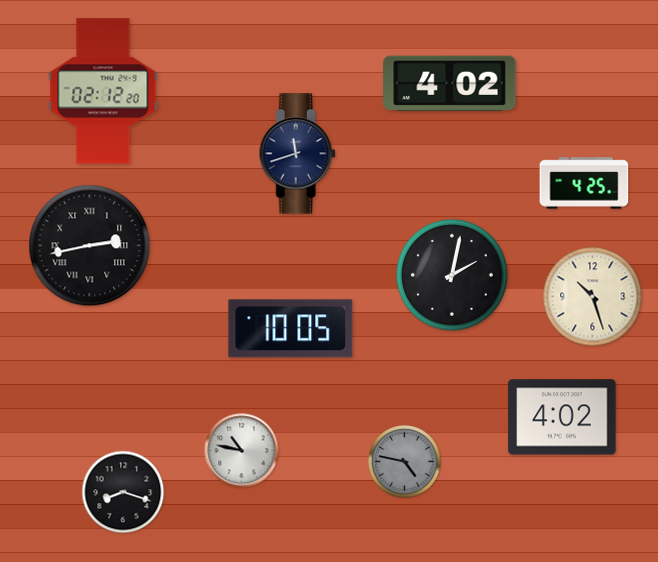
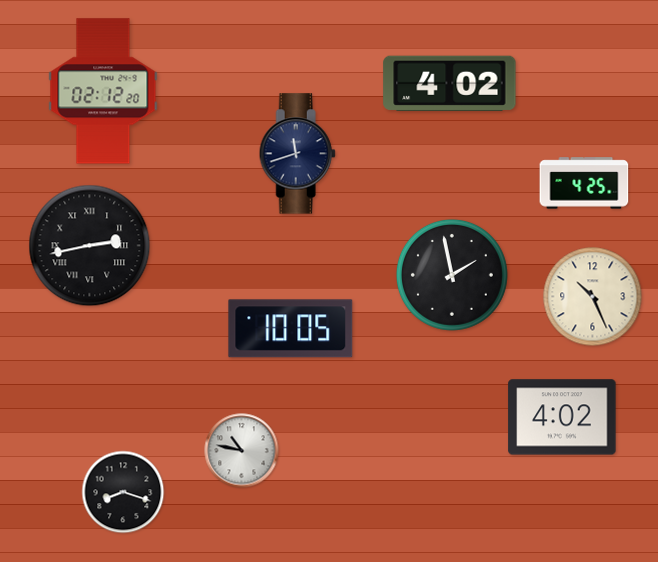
clock at (452, 275): 2:02 -> 1:58
clock at (593, 297): 10:27 -> 10:26
clock at (405, 462): 4:47 -> none
